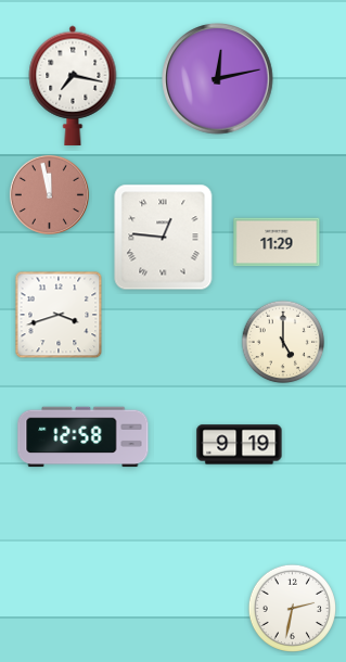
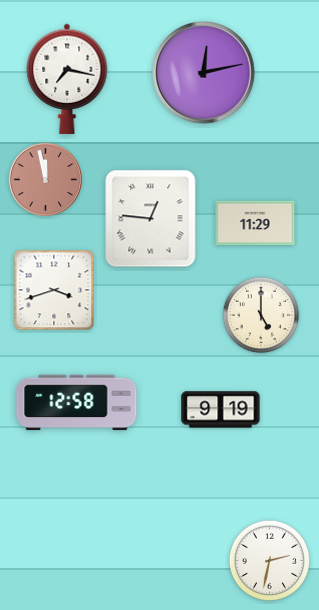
clock at (218, 79) position: (218, 79) -> (204, 73)
